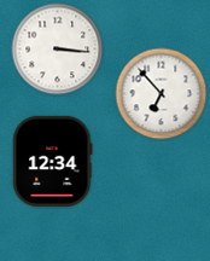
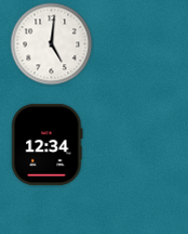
clock at (58, 50): 3:16 -> 5:01
clock at (162, 94): 6:53 -> none
